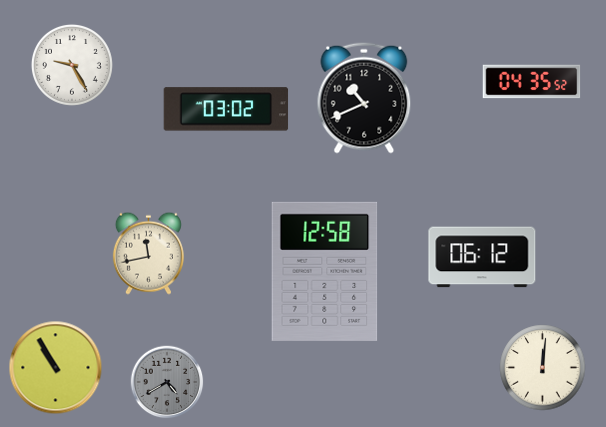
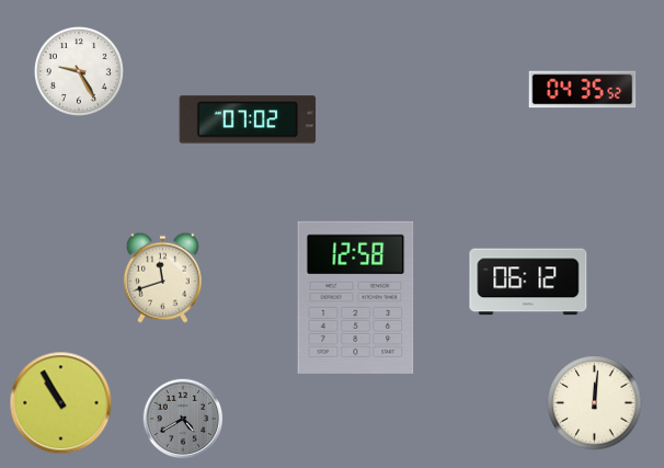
clock at (364, 98): 10:41 -> none
clock at (226, 109): 03:02 -> 07:02
clock at (148, 253): 11:43 -> 11:42
